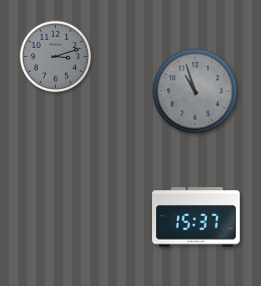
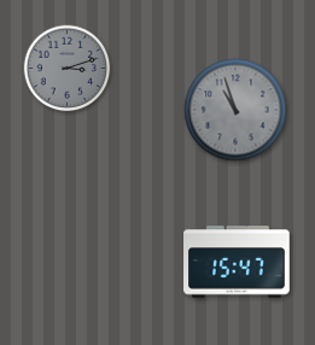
clock at (196, 217): 15:37 -> 15:47
